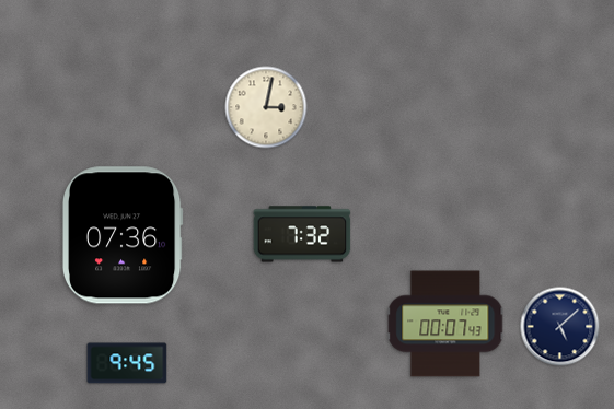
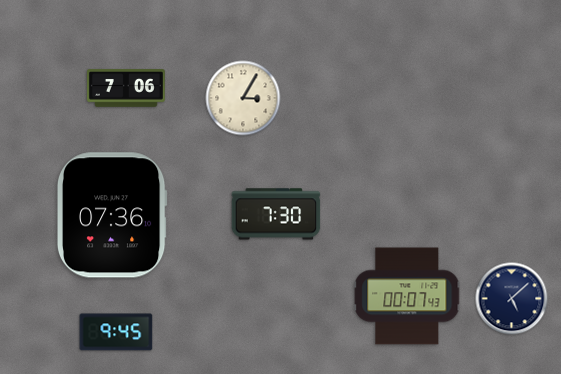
clock at (126, 88): none -> 7:06
clock at (266, 107): 3:02 -> 3:05
clock at (302, 234): 7:32 -> 7:30
